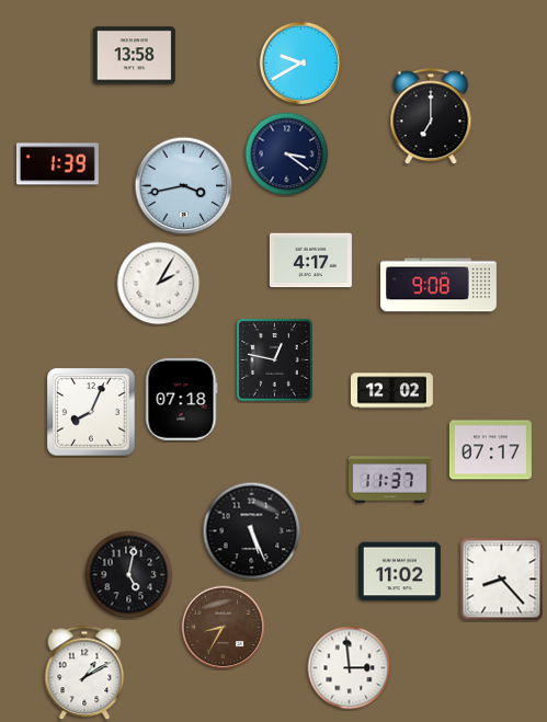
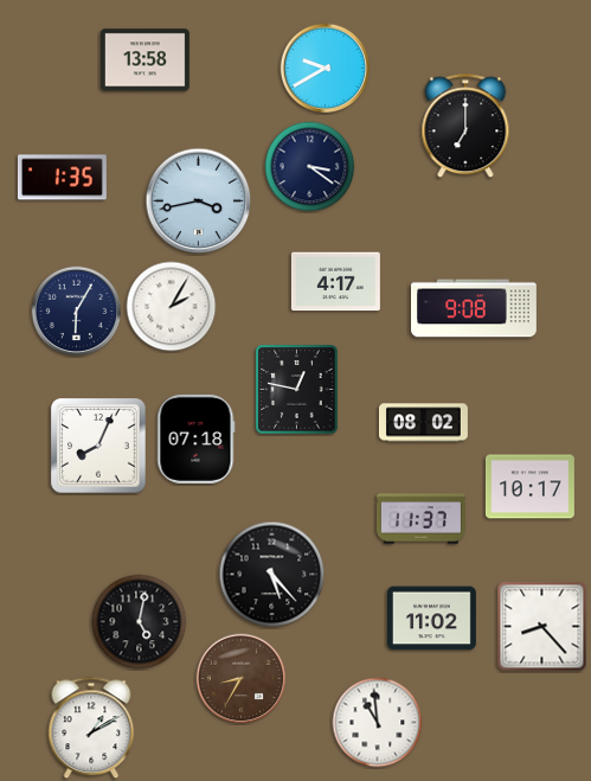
clock at (57, 164): 1:39 -> 1:35
clock at (77, 312): none -> 6:05
clock at (391, 391): 12:02 -> 08:02
clock at (182, 399) position: (182, 399) -> (197, 438)
clock at (490, 450): 07:17 -> 10:17
clock at (252, 531): 5:26 -> 5:23
clock at (350, 668): 2:59 -> 10:59
